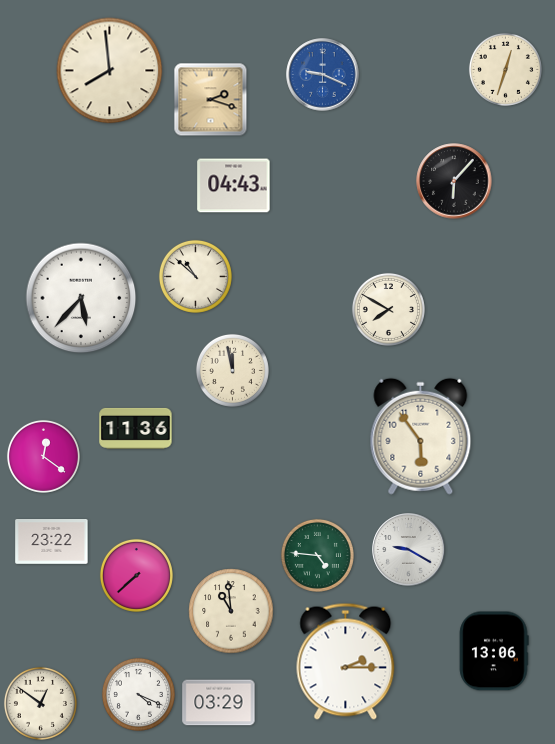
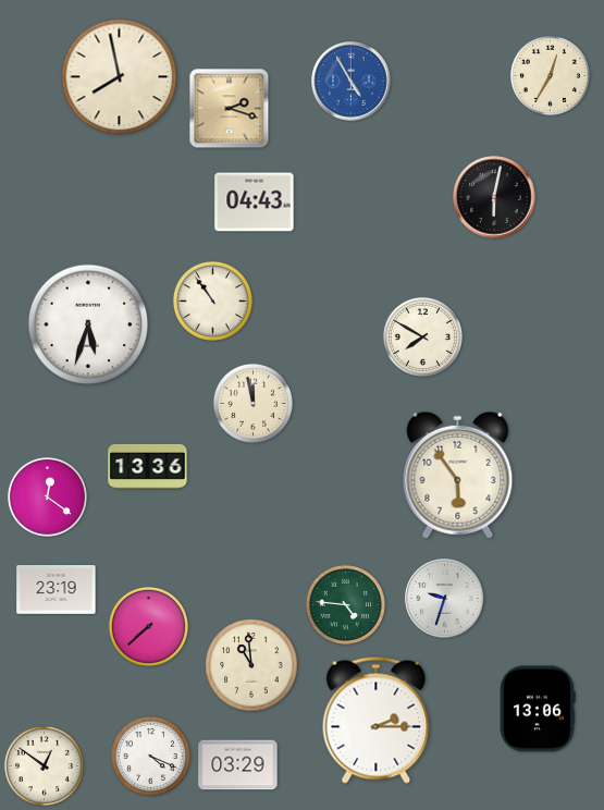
clock at (505, 69): 12:33 -> 12:35
clock at (110, 71): 7:59 -> 7:58
clock at (323, 75): 9:19 -> 4:55
clock at (454, 181): 6:07 -> 6:02
clock at (195, 276): 10:52 -> 10:54
clock at (81, 298): 5:37 -> 5:33
clock at (136, 428): 11:36 -> 13:36
clock at (52, 542): 23:22 -> 23:19
clock at (409, 550): 9:20 -> 9:33
